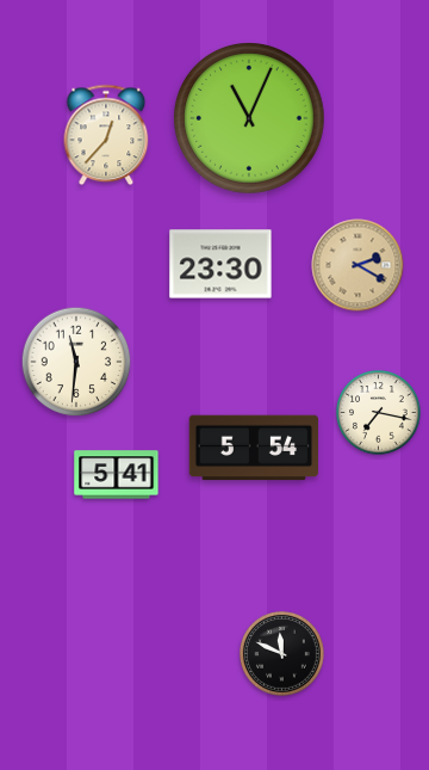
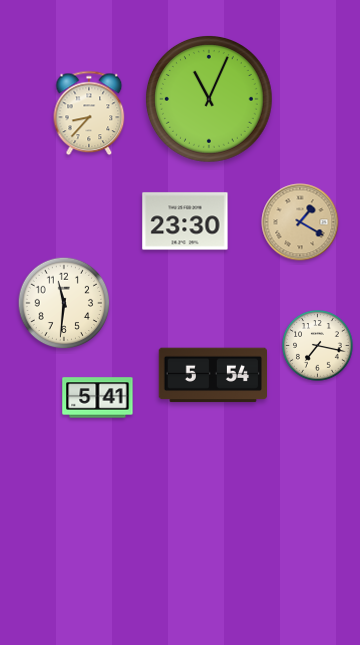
clock at (106, 135): 12:37 -> 8:37
clock at (357, 265): 2:20 -> 1:20
clock at (282, 654): 11:49 -> none
